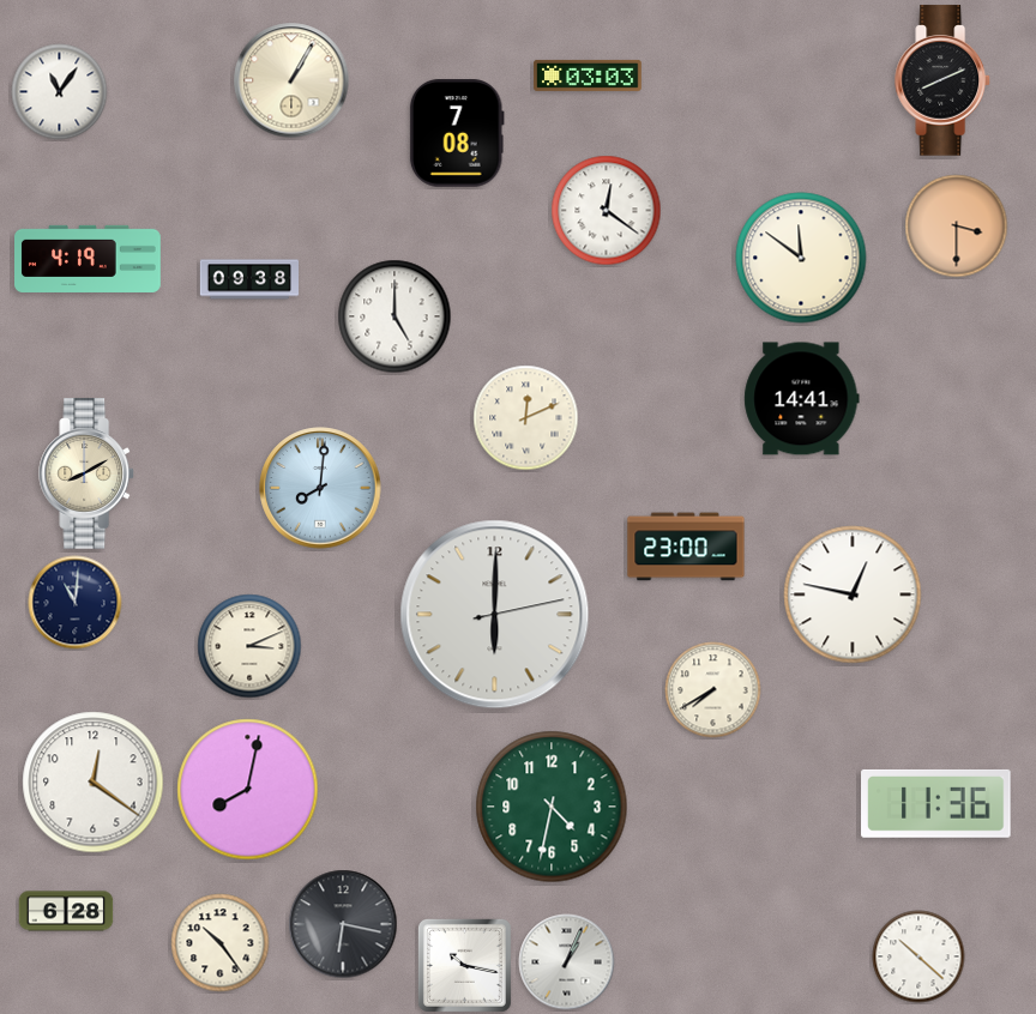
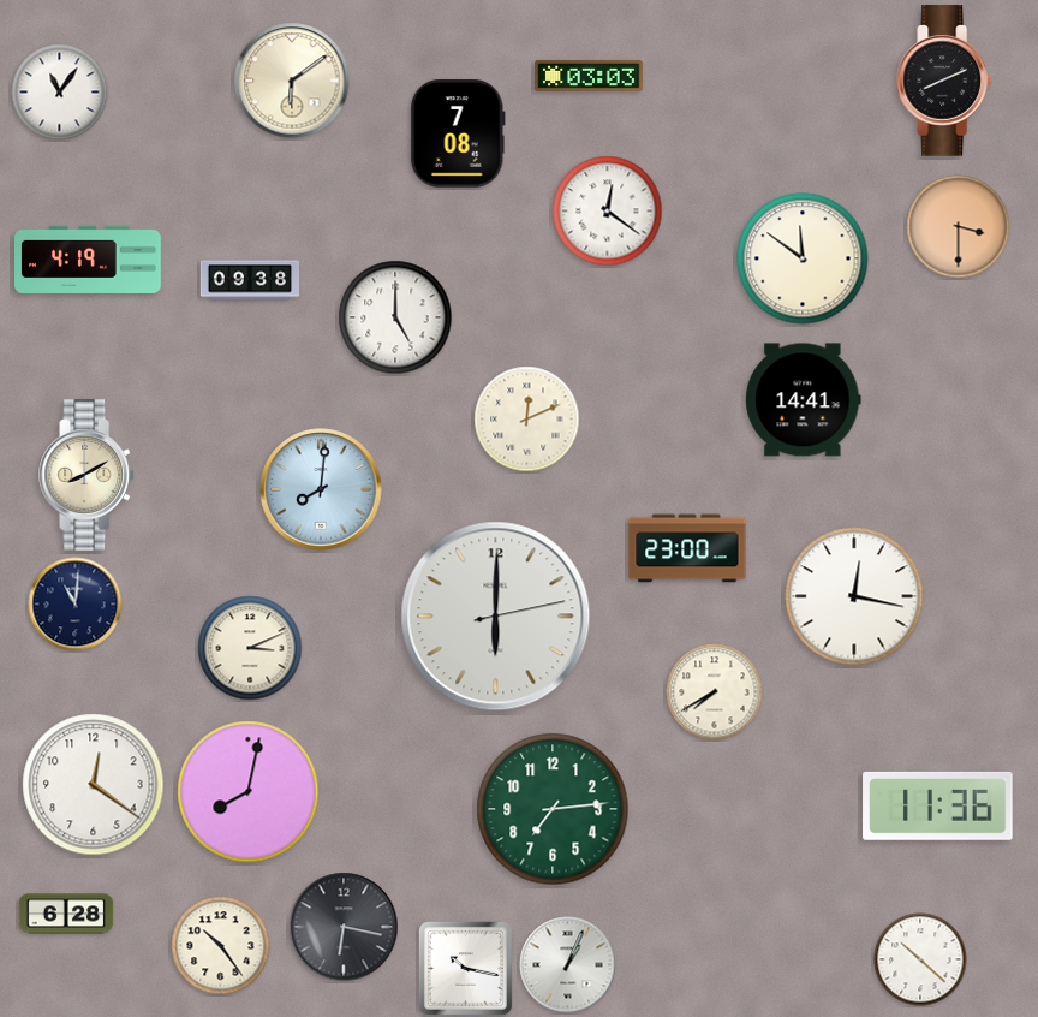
clock at (291, 80): 1:05 -> 6:09
clock at (853, 594): 12:47 -> 12:17
clock at (552, 807): 4:32 -> 7:14
